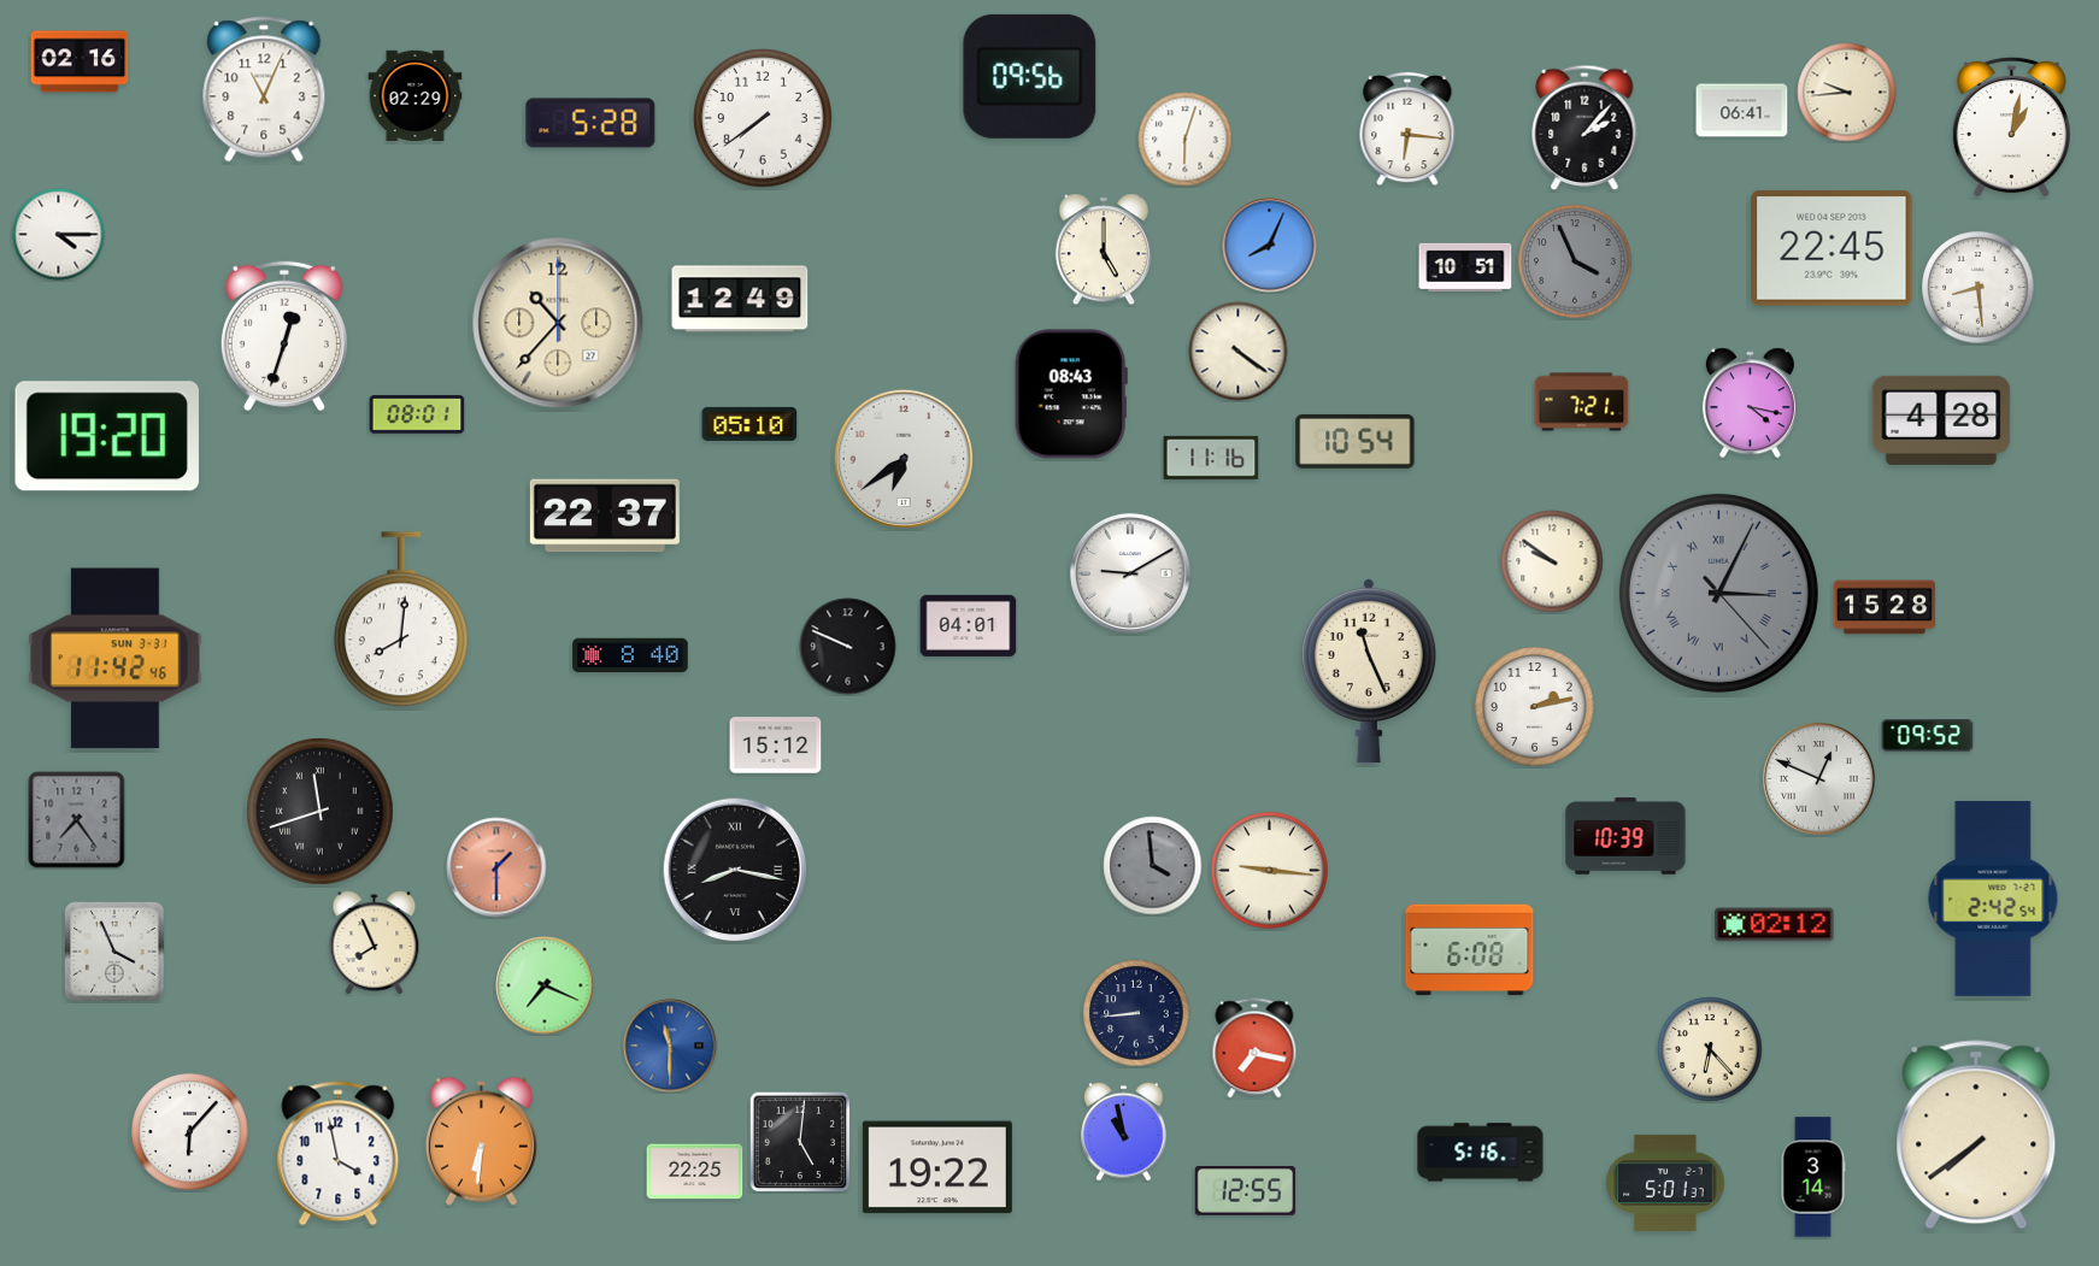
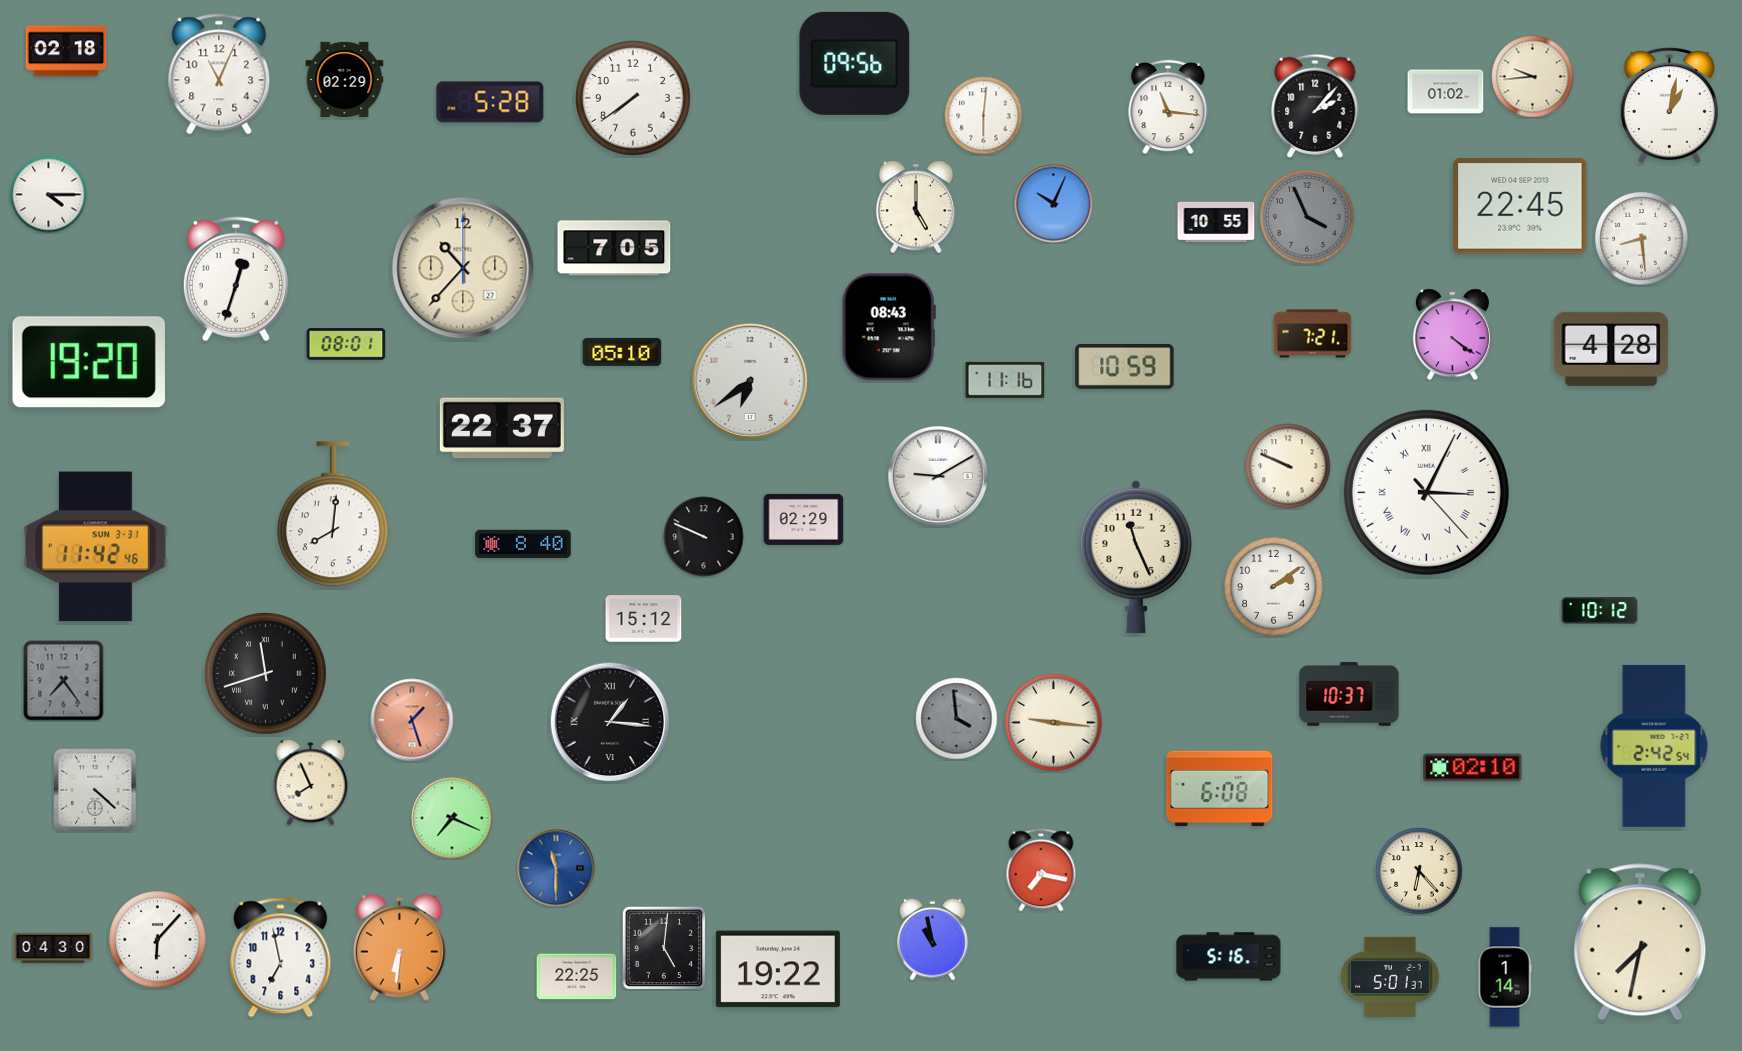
clock at (80, 61): 02:16 -> 02:18
clock at (1742, 111): 06:41 -> 01:02
clock at (1407, 129): 6:16 -> 11:16
clock at (1186, 140): 6:03 -> 6:01
clock at (1270, 246): 8:04 -> 10:04
clock at (1465, 267): 10:51 -> 10:55
clock at (740, 299): 12:49 -> 7:05
clock at (1239, 352): 4:21 -> none
clock at (1750, 404): 4:17 -> 4:21
clock at (1356, 442): 10:54 -> 10:59
clock at (1552, 561): 9:51 -> 9:49
clock at (1718, 593) dial: grey -> white
clock at (1885, 607): 15:28 -> none
clock at (969, 625): 04:01 -> 02:29
clock at (1535, 707): 2:13 -> 2:09
clock at (1928, 736): 09:52 -> 10:12
clock at (1819, 779): 12:49 -> none
clock at (1625, 836): 10:39 -> 10:37
clock at (496, 867): 1:30 -> 1:27
clock at (735, 870): 8:17 -> 1:16
clock at (1775, 925): 02:12 -> 02:10
clock at (114, 952): 3:56 -> 4:22
clock at (1136, 1013): 8:44 -> none
clock at (1976, 1135): 7:39 -> 7:32
clock at (53, 948): none -> 04:30
clock at (339, 1154): 3:58 -> 6:58
clock at (695, 1172) position: (695, 1172) -> (577, 977)
clock at (1813, 1177): 3:14 -> 1:14
clock at (1665, 1183) position: (1665, 1183) -> (1390, 977)
clock at (1246, 1191): 12:55 -> none
